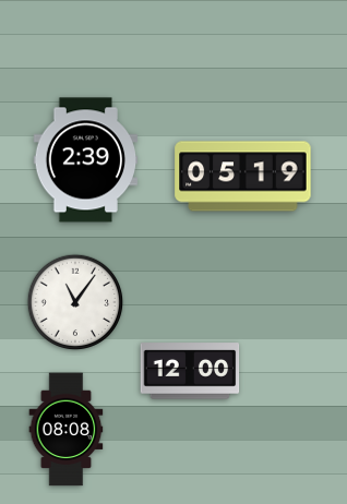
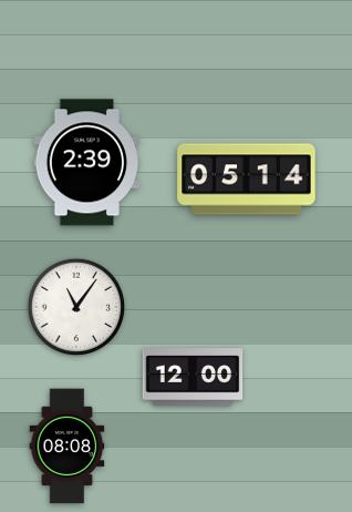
clock at (243, 177): 05:19 -> 05:14
clock at (67, 430) position: (67, 430) -> (68, 447)
